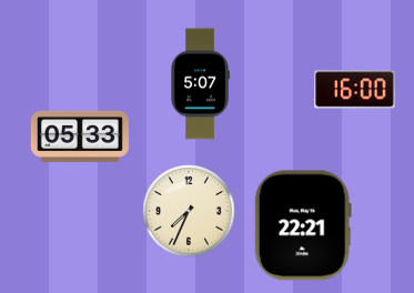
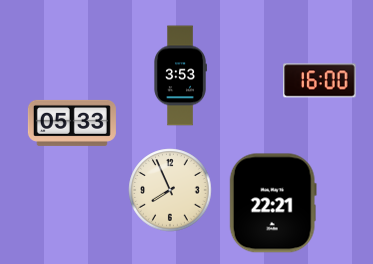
clock at (200, 84): 5:07 -> 3:53
clock at (189, 211): 7:34 -> 7:56
